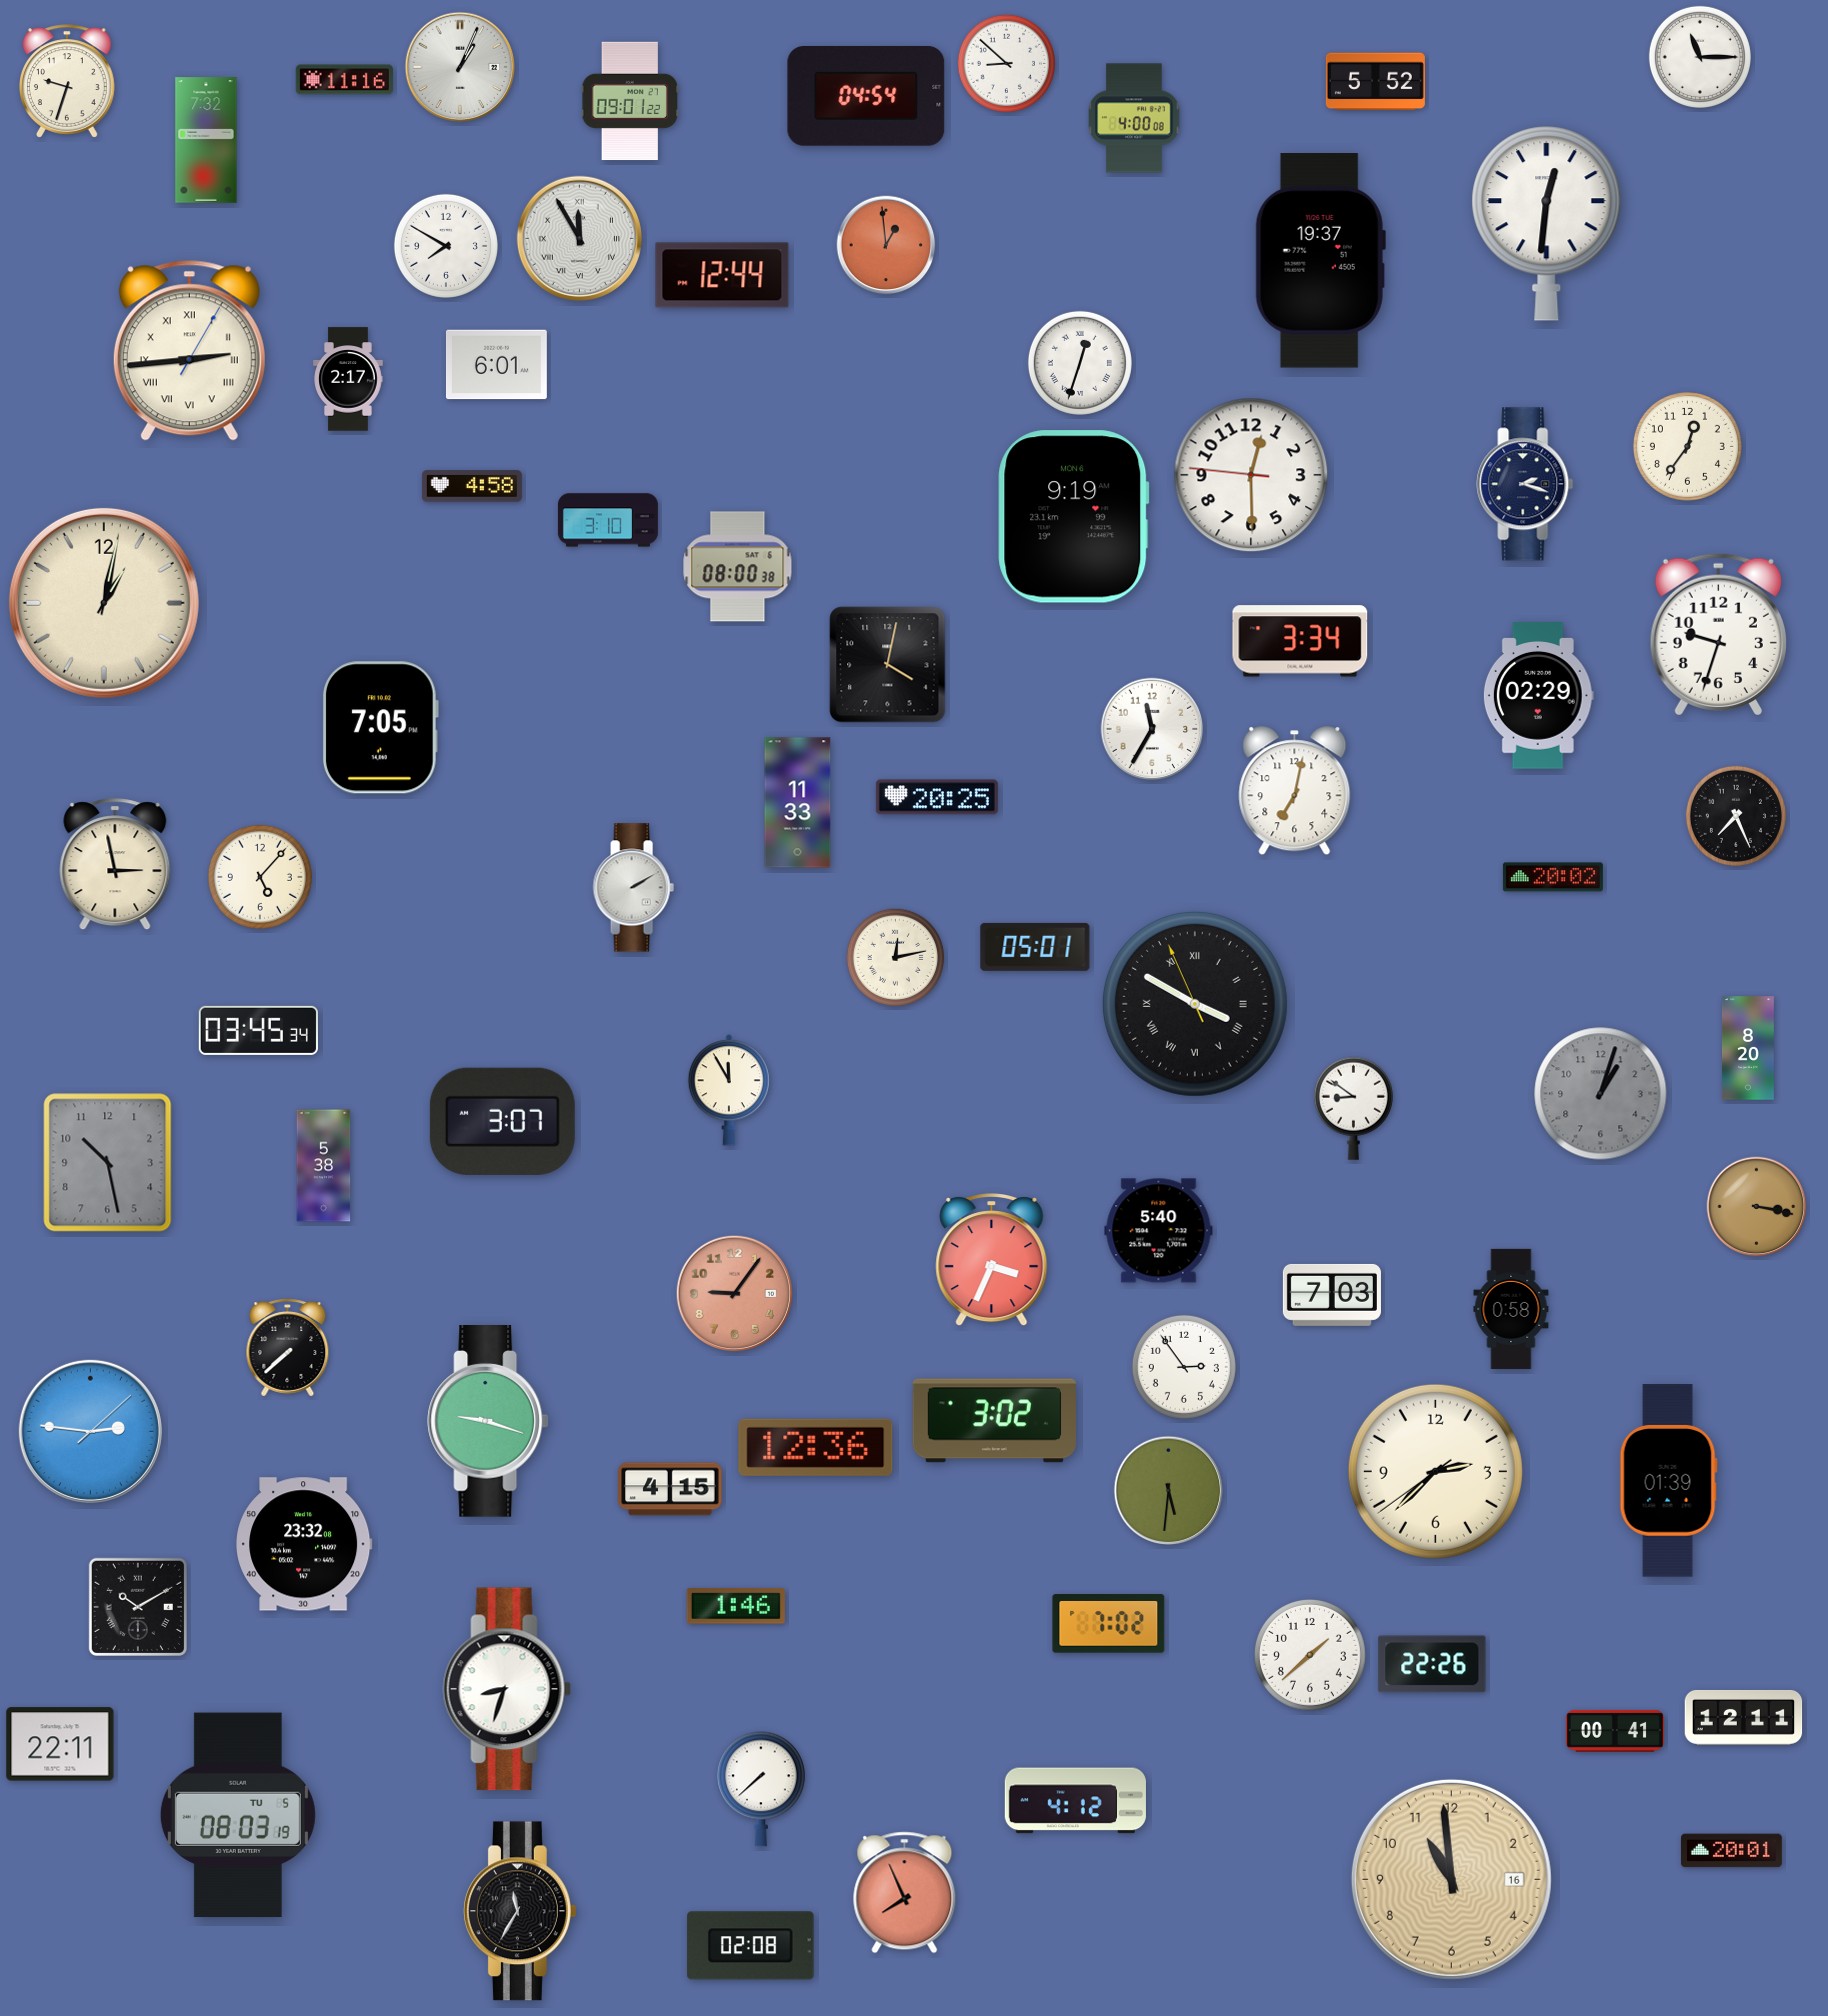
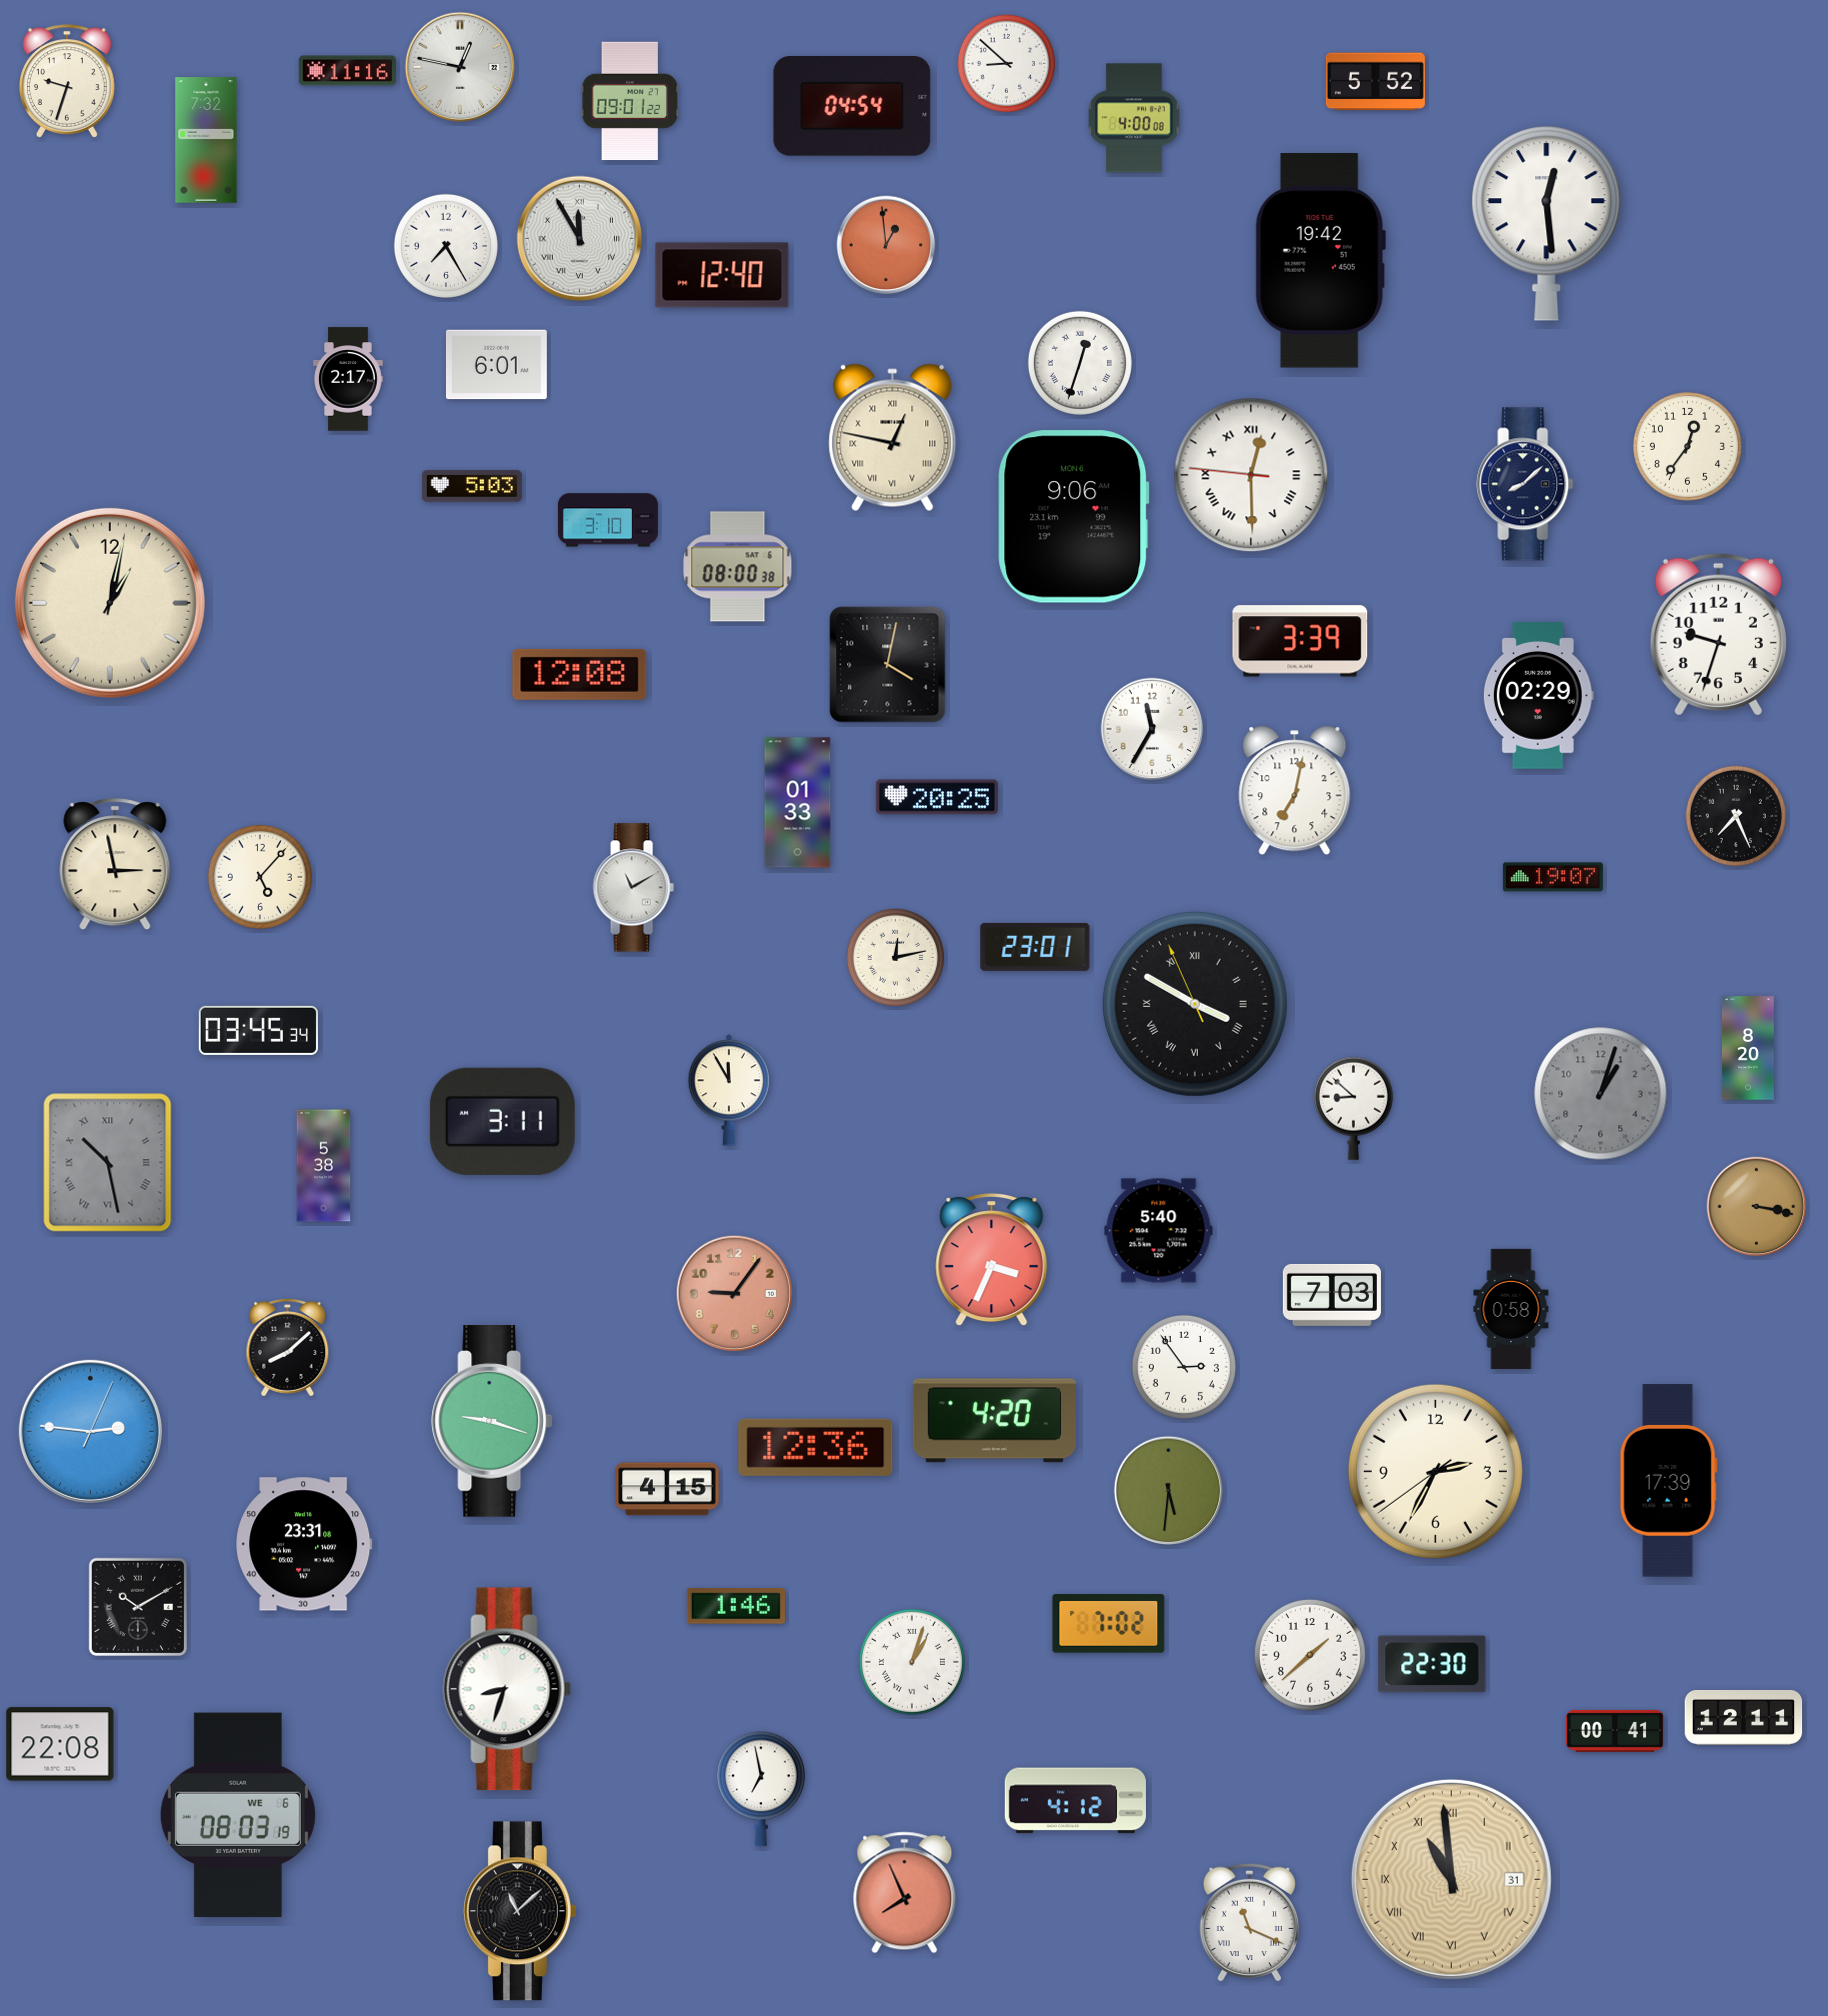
clock at (1700, 57): 11:15 -> none
clock at (460, 67): 1:04 -> 12:47
clock at (344, 80) position: (344, 80) -> (347, 71)
clock at (866, 97) position: (866, 97) -> (852, 107)
clock at (1547, 224): 12:31 -> 12:29
clock at (446, 246): 7:50 -> 7:25
clock at (1320, 261): 19:37 -> 19:42
clock at (722, 275): 12:44 -> 12:40
clock at (189, 351): 2:44 -> none
clock at (893, 438): none -> 12:47
clock at (1251, 475) numerals: Arabic -> Roman
clock at (1525, 484): 2:18 -> 8:08
clock at (472, 486): 4:58 -> 5:03
clock at (1074, 517): 9:19 -> 9:06
clock at (104, 603) position: (104, 603) -> (110, 603)
clock at (1300, 641): 3:34 -> 3:39
clock at (580, 674): none -> 12:08
clock at (380, 728): 7:05 -> none
clock at (798, 803): 11:33 -> 01:33
clock at (1553, 877): 20:02 -> 19:07
clock at (633, 888): 2:10 -> 11:10
clock at (1035, 947): 05:01 -> 23:01
clock at (1353, 1108): 8:51 -> 8:52
clock at (502, 1121): 3:07 -> 3:11
clock at (108, 1163) numerals: Arabic -> Roman
clock at (288, 1348): 7:38 -> 8:08
clock at (994, 1421): 3:02 -> 4:20
clock at (488, 1422) position: (488, 1422) -> (492, 1422)
clock at (90, 1431): 2:46:08 -> 2:46:04
clock at (1435, 1471): 2:37 -> 2:34
clock at (1668, 1481): 01:39 -> 17:39
clock at (670, 1489) position: (670, 1489) -> (667, 1489)
clock at (304, 1544): 23:32 -> 23:31
clock at (912, 1662): none -> 1:03
clock at (1432, 1664): 22:26 -> 22:30
clock at (60, 1744): 22:11 -> 22:08
clock at (761, 1789): 7:38 -> 6:58
clock at (238, 1815) date: TU 5 -> WE 6
clock at (1731, 1851): 20:01 -> none
clock at (1451, 1879) date: 16 -> 31
clock at (1451, 1879) numerals: Arabic -> Roman
clock at (520, 1911): 11:35 -> 11:08
clock at (1249, 1922): none -> 11:19
clock at (751, 1946): 02:08 -> none
